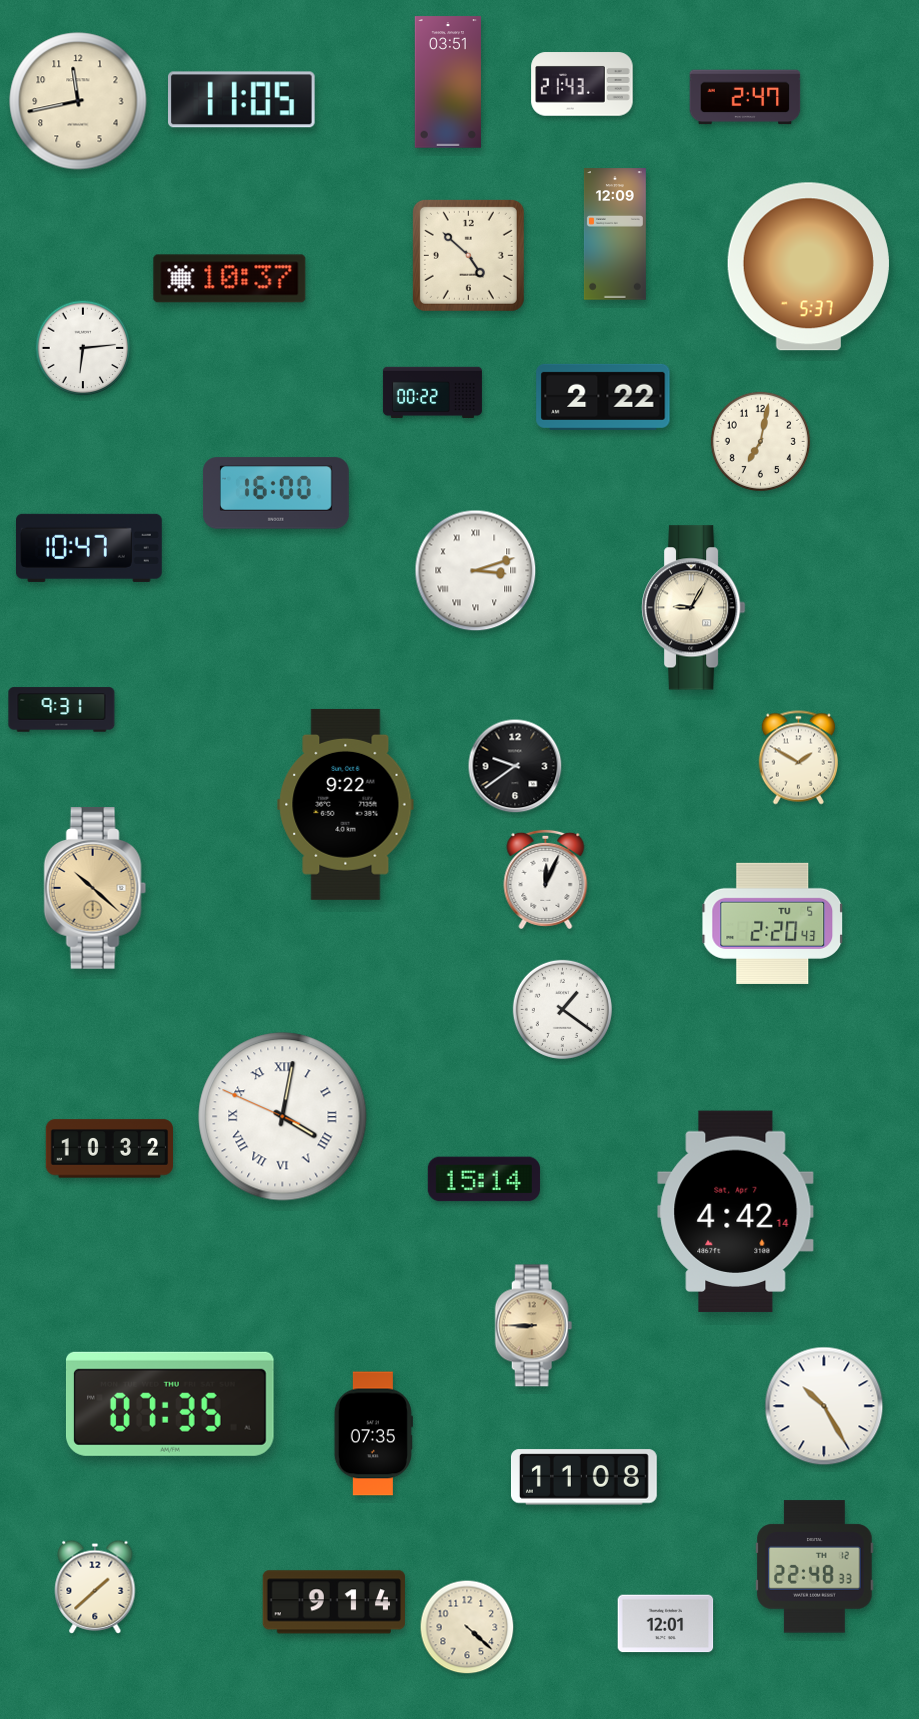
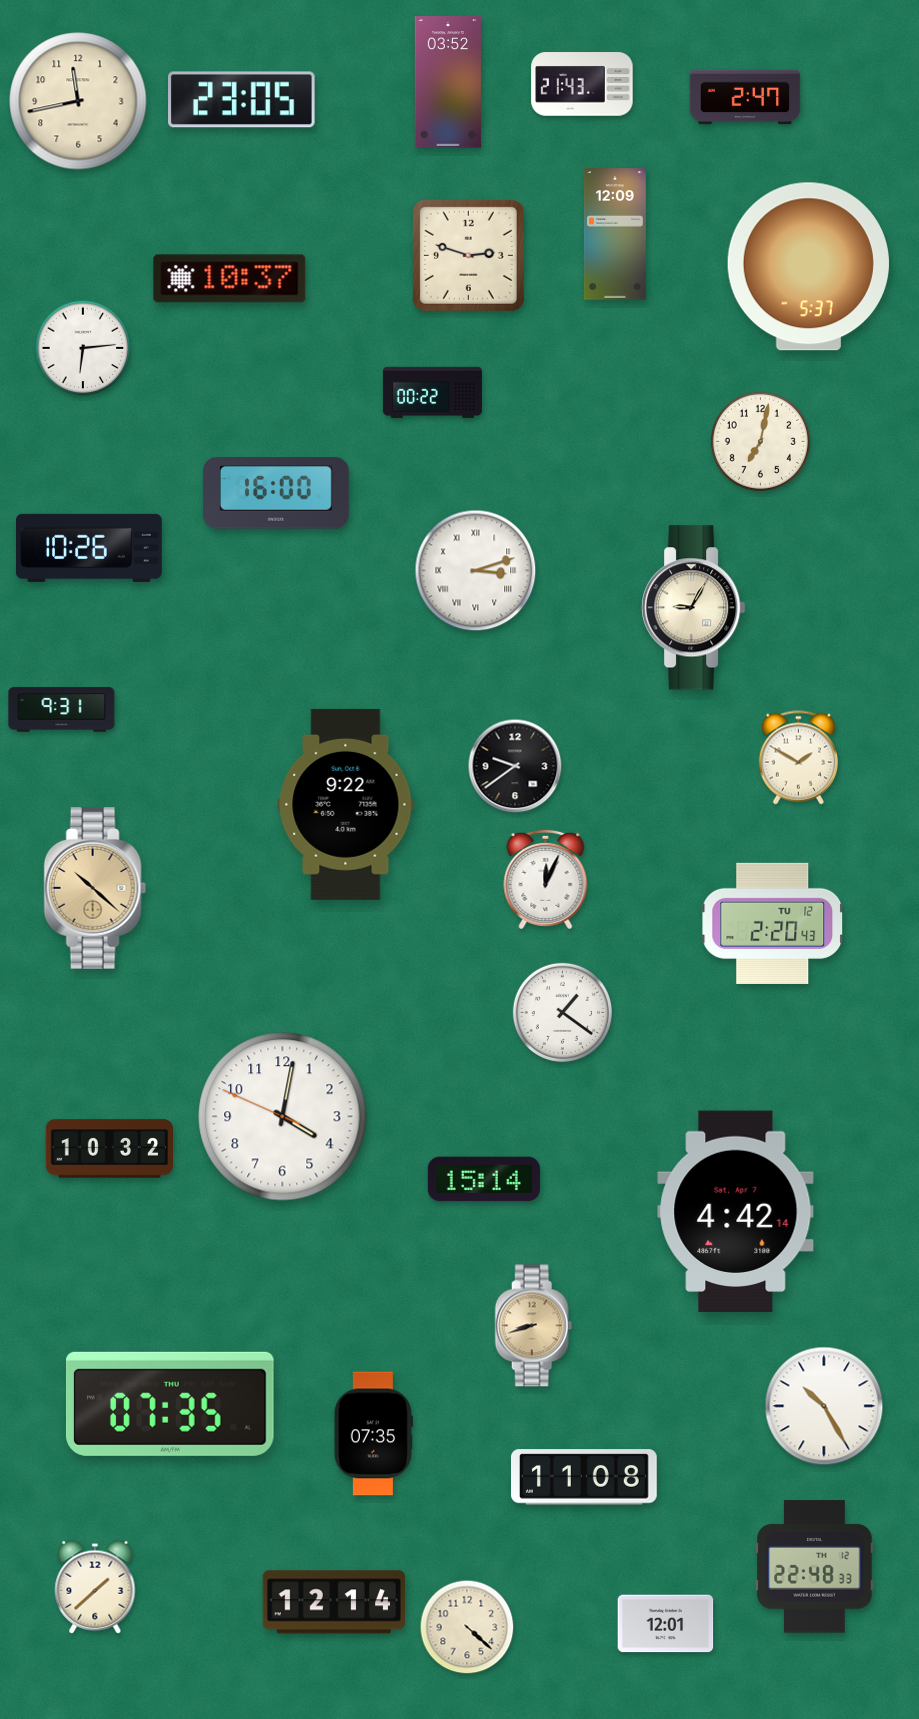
clock at (448, 82): 03:51 -> 03:52
clock at (242, 100): 11:05 -> 23:05
clock at (468, 255): 4:52 -> 2:48
clock at (603, 397): 2:22 -> none
clock at (89, 548): 10:47 -> 10:26
clock at (773, 923) date: TU 5 -> TU 12
clock at (562, 1009) position: (562, 1009) -> (562, 1012)
clock at (283, 1117) numerals: Roman -> Arabic
clock at (534, 1326): 8:45 -> 8:42
clock at (334, 1602): 9:14 -> 12:14
